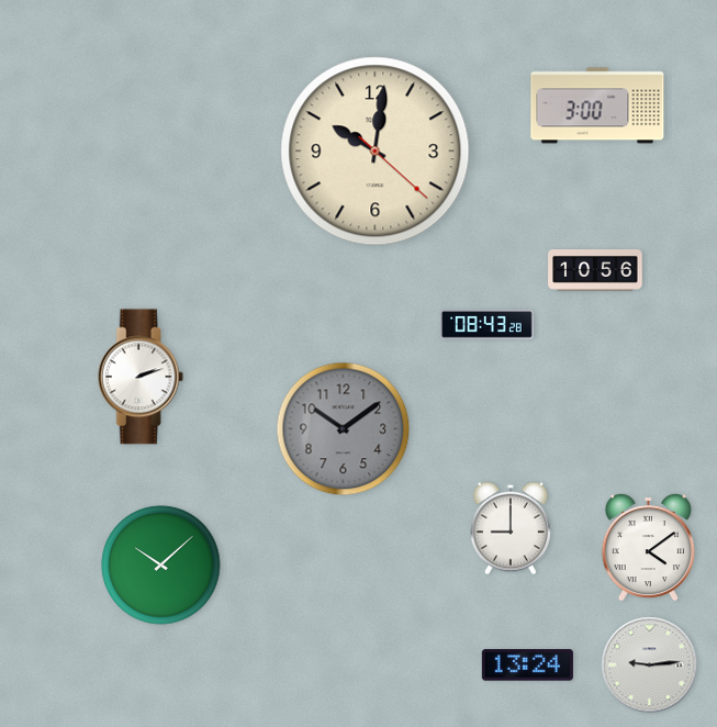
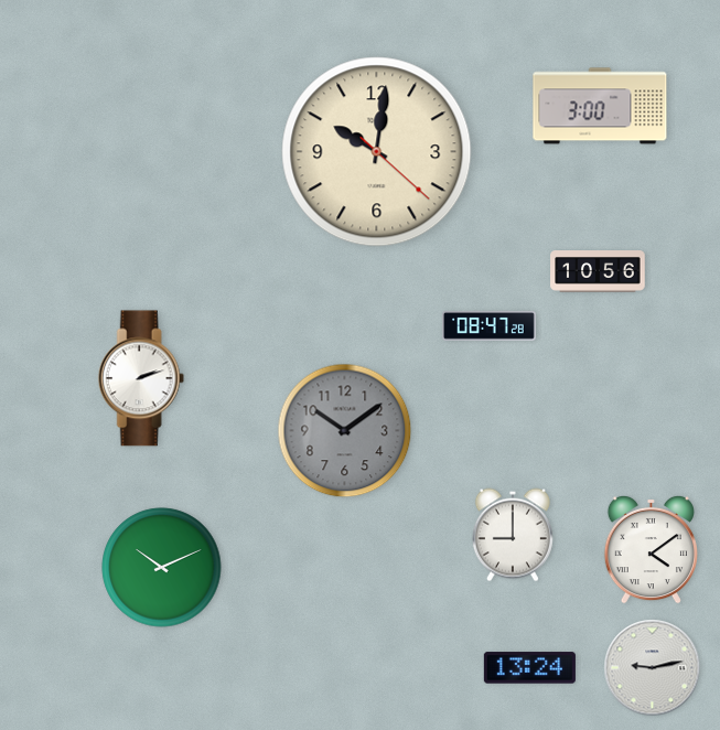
clock at (488, 325): 08:43 -> 08:47
clock at (511, 528) position: (511, 528) -> (513, 535)
clock at (161, 566): 10:08 -> 10:11
clock at (650, 666): 9:14 -> 9:13
